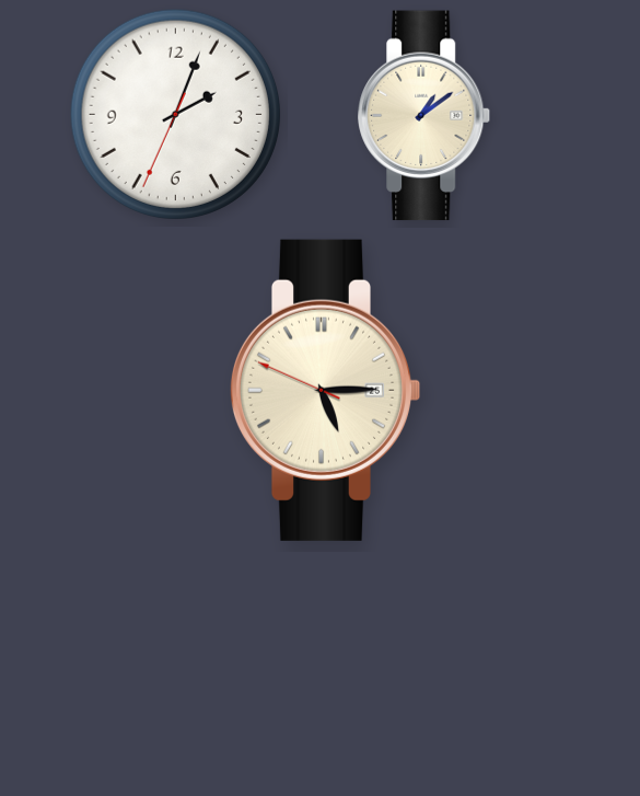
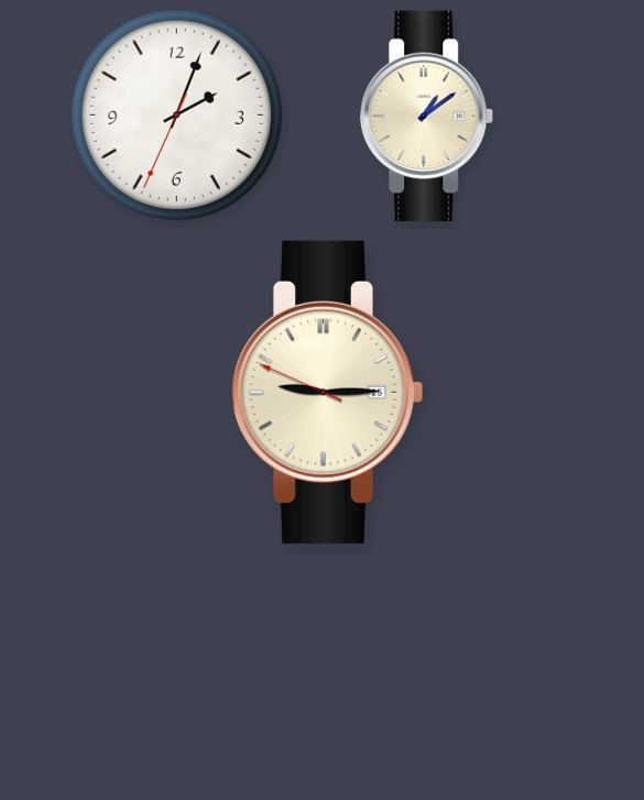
clock at (325, 390): 5:14 -> 9:14
